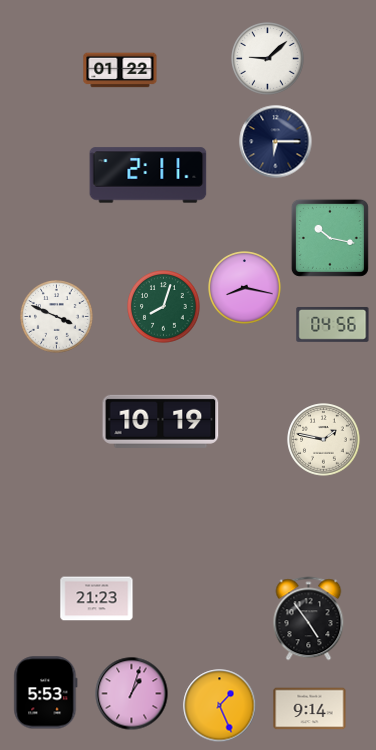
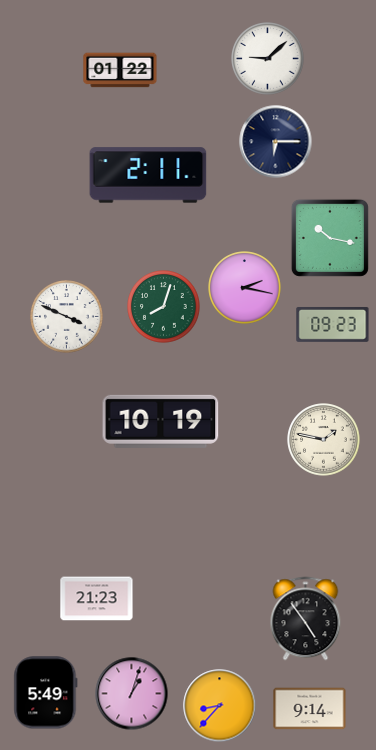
clock at (245, 288): 8:17 -> 2:17
clock at (57, 317) position: (57, 317) -> (67, 317)
clock at (333, 324): 04:56 -> 09:23
clock at (309, 619) position: (309, 619) -> (306, 619)
clock at (46, 693): 5:53 -> 5:49
clock at (220, 706): 1:26 -> 8:37
